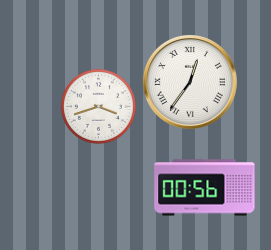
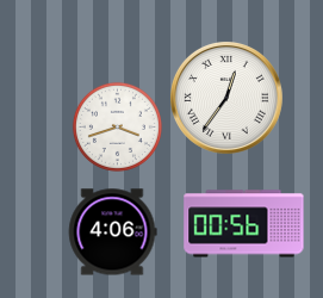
clock at (112, 232): none -> 4:06
